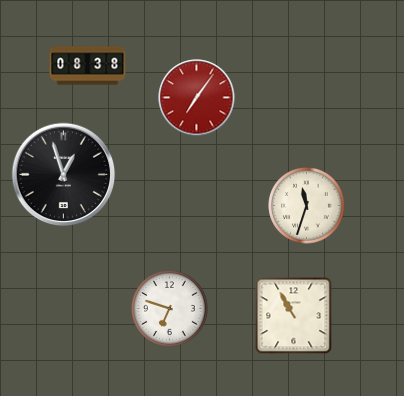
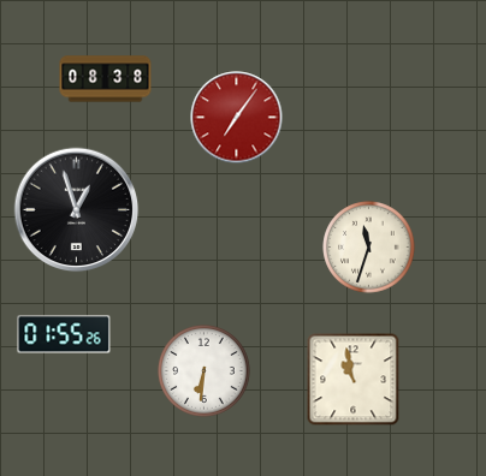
clock at (64, 334): none -> 01:55
clock at (170, 309): 6:48 -> 6:31
clock at (293, 315): 10:55 -> 10:58
